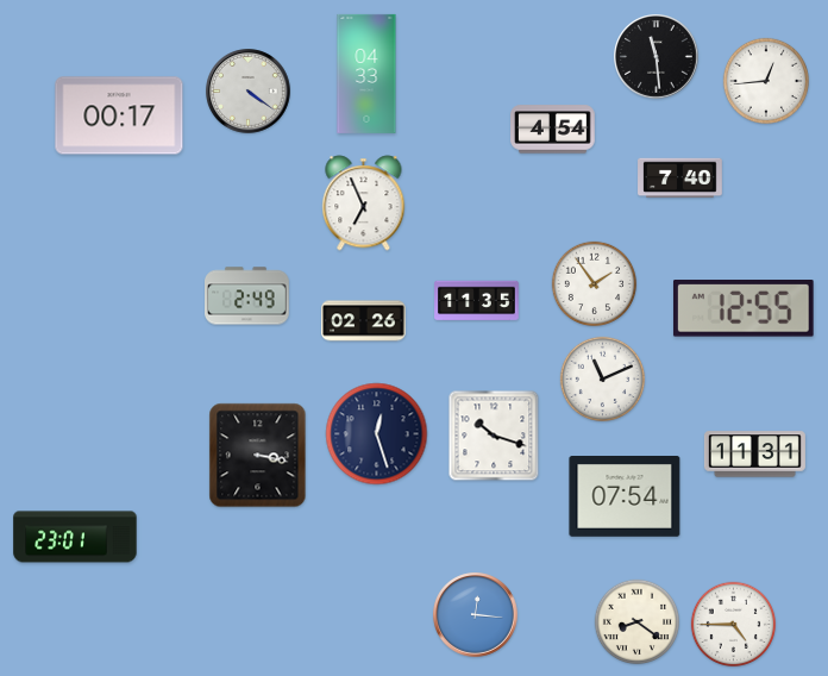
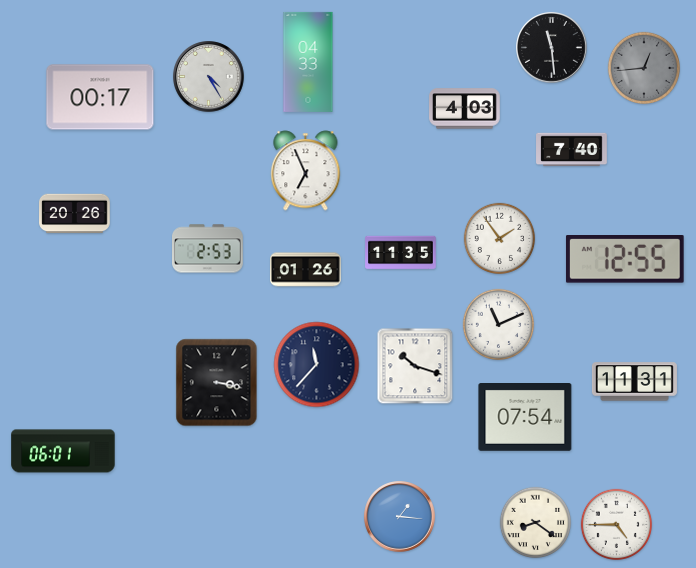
clock at (765, 80) dial: white -> grey
clock at (249, 92): 4:21 -> 4:25
clock at (553, 130): 4:54 -> 4:03
clock at (75, 214): none -> 20:26
clock at (247, 296): 2:49 -> 2:53
clock at (364, 321): 02:26 -> 01:26
clock at (603, 380) position: (603, 380) -> (499, 325)
clock at (377, 434): 12:27 -> 11:37
clock at (75, 537): 23:01 -> 06:01
clock at (476, 615): 12:16 -> 1:16
